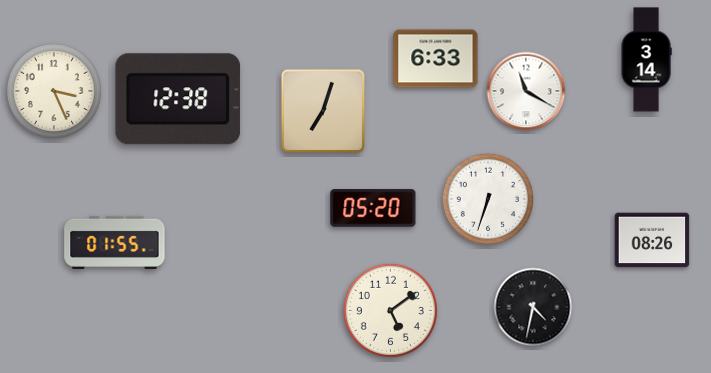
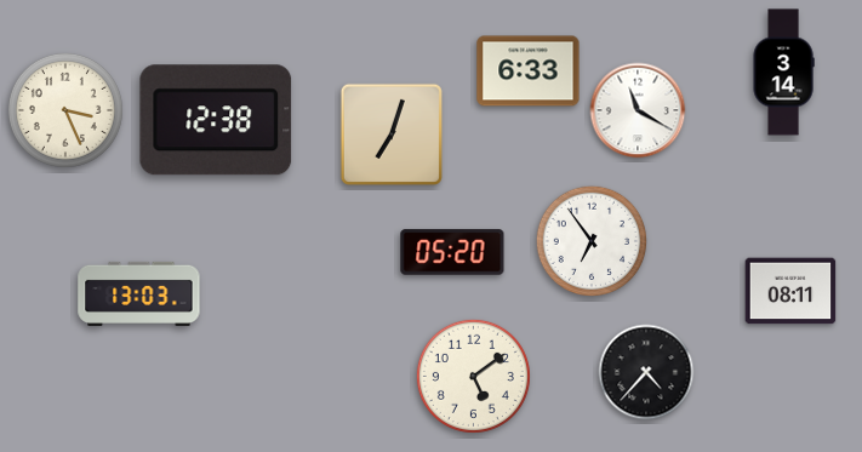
clock at (487, 198): 6:33 -> 6:54
clock at (652, 240): 08:26 -> 08:11
clock at (115, 242): 01:55 -> 13:03
clock at (533, 307): 4:32 -> 4:37
